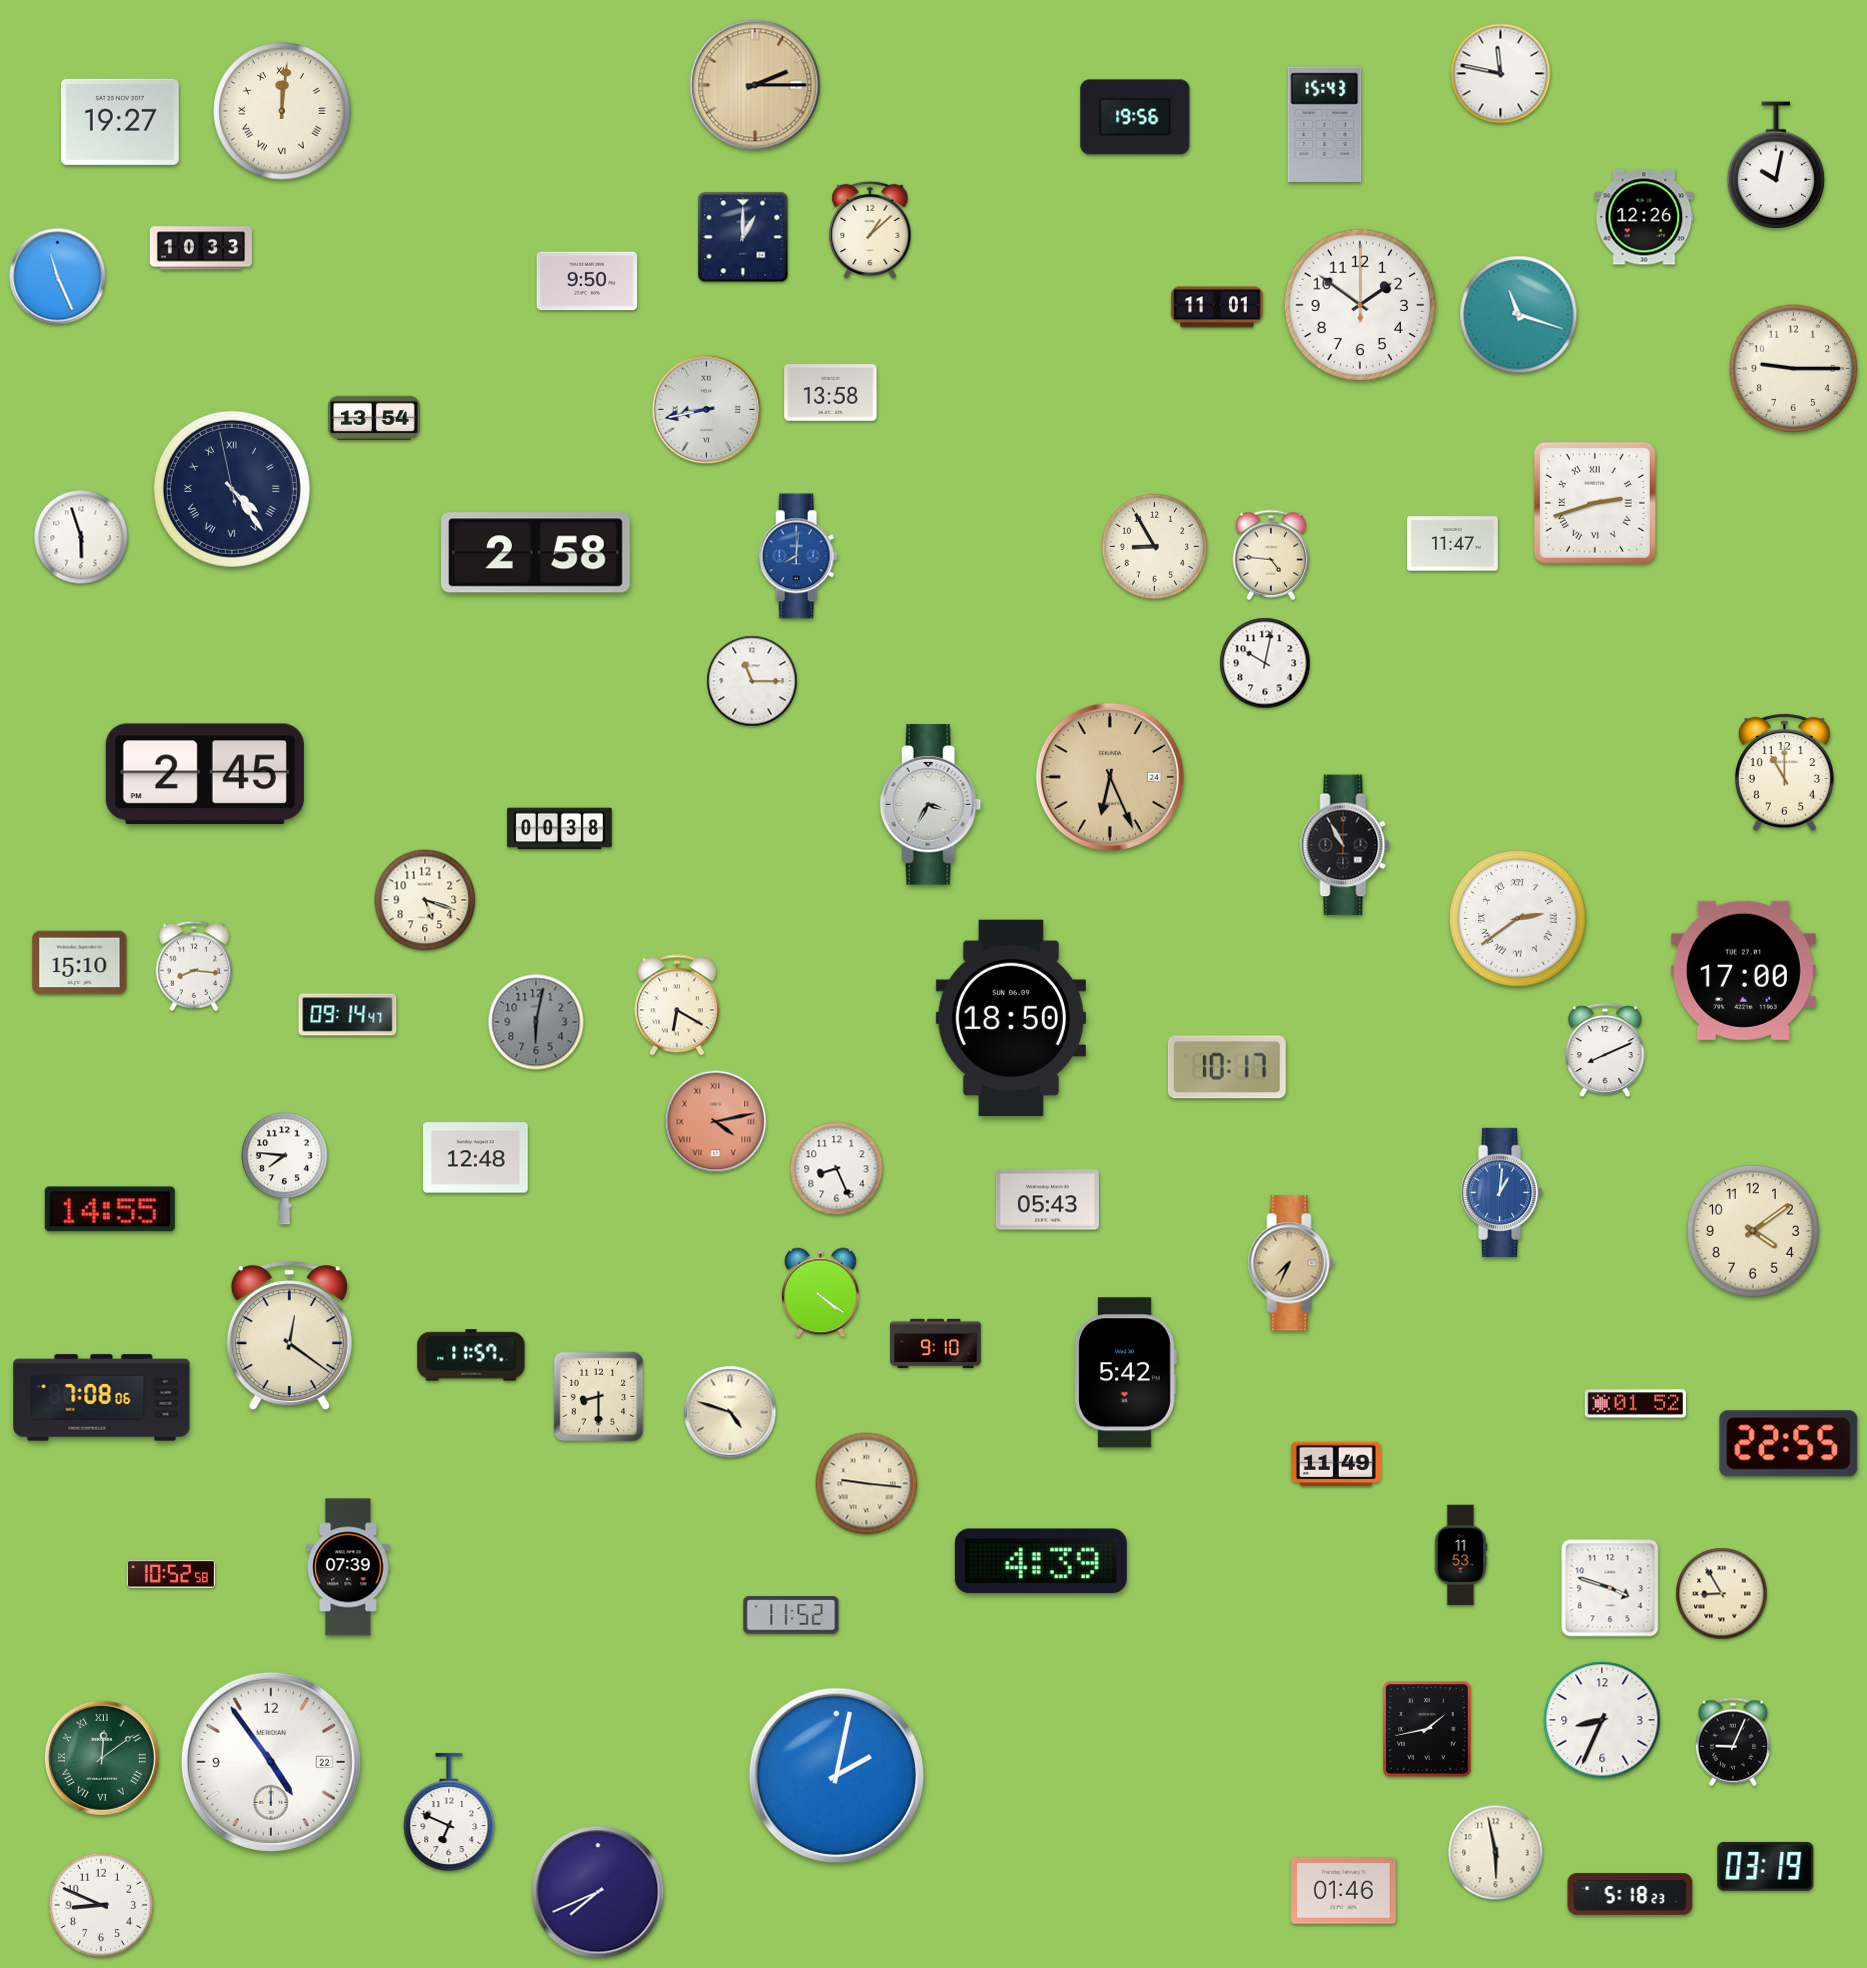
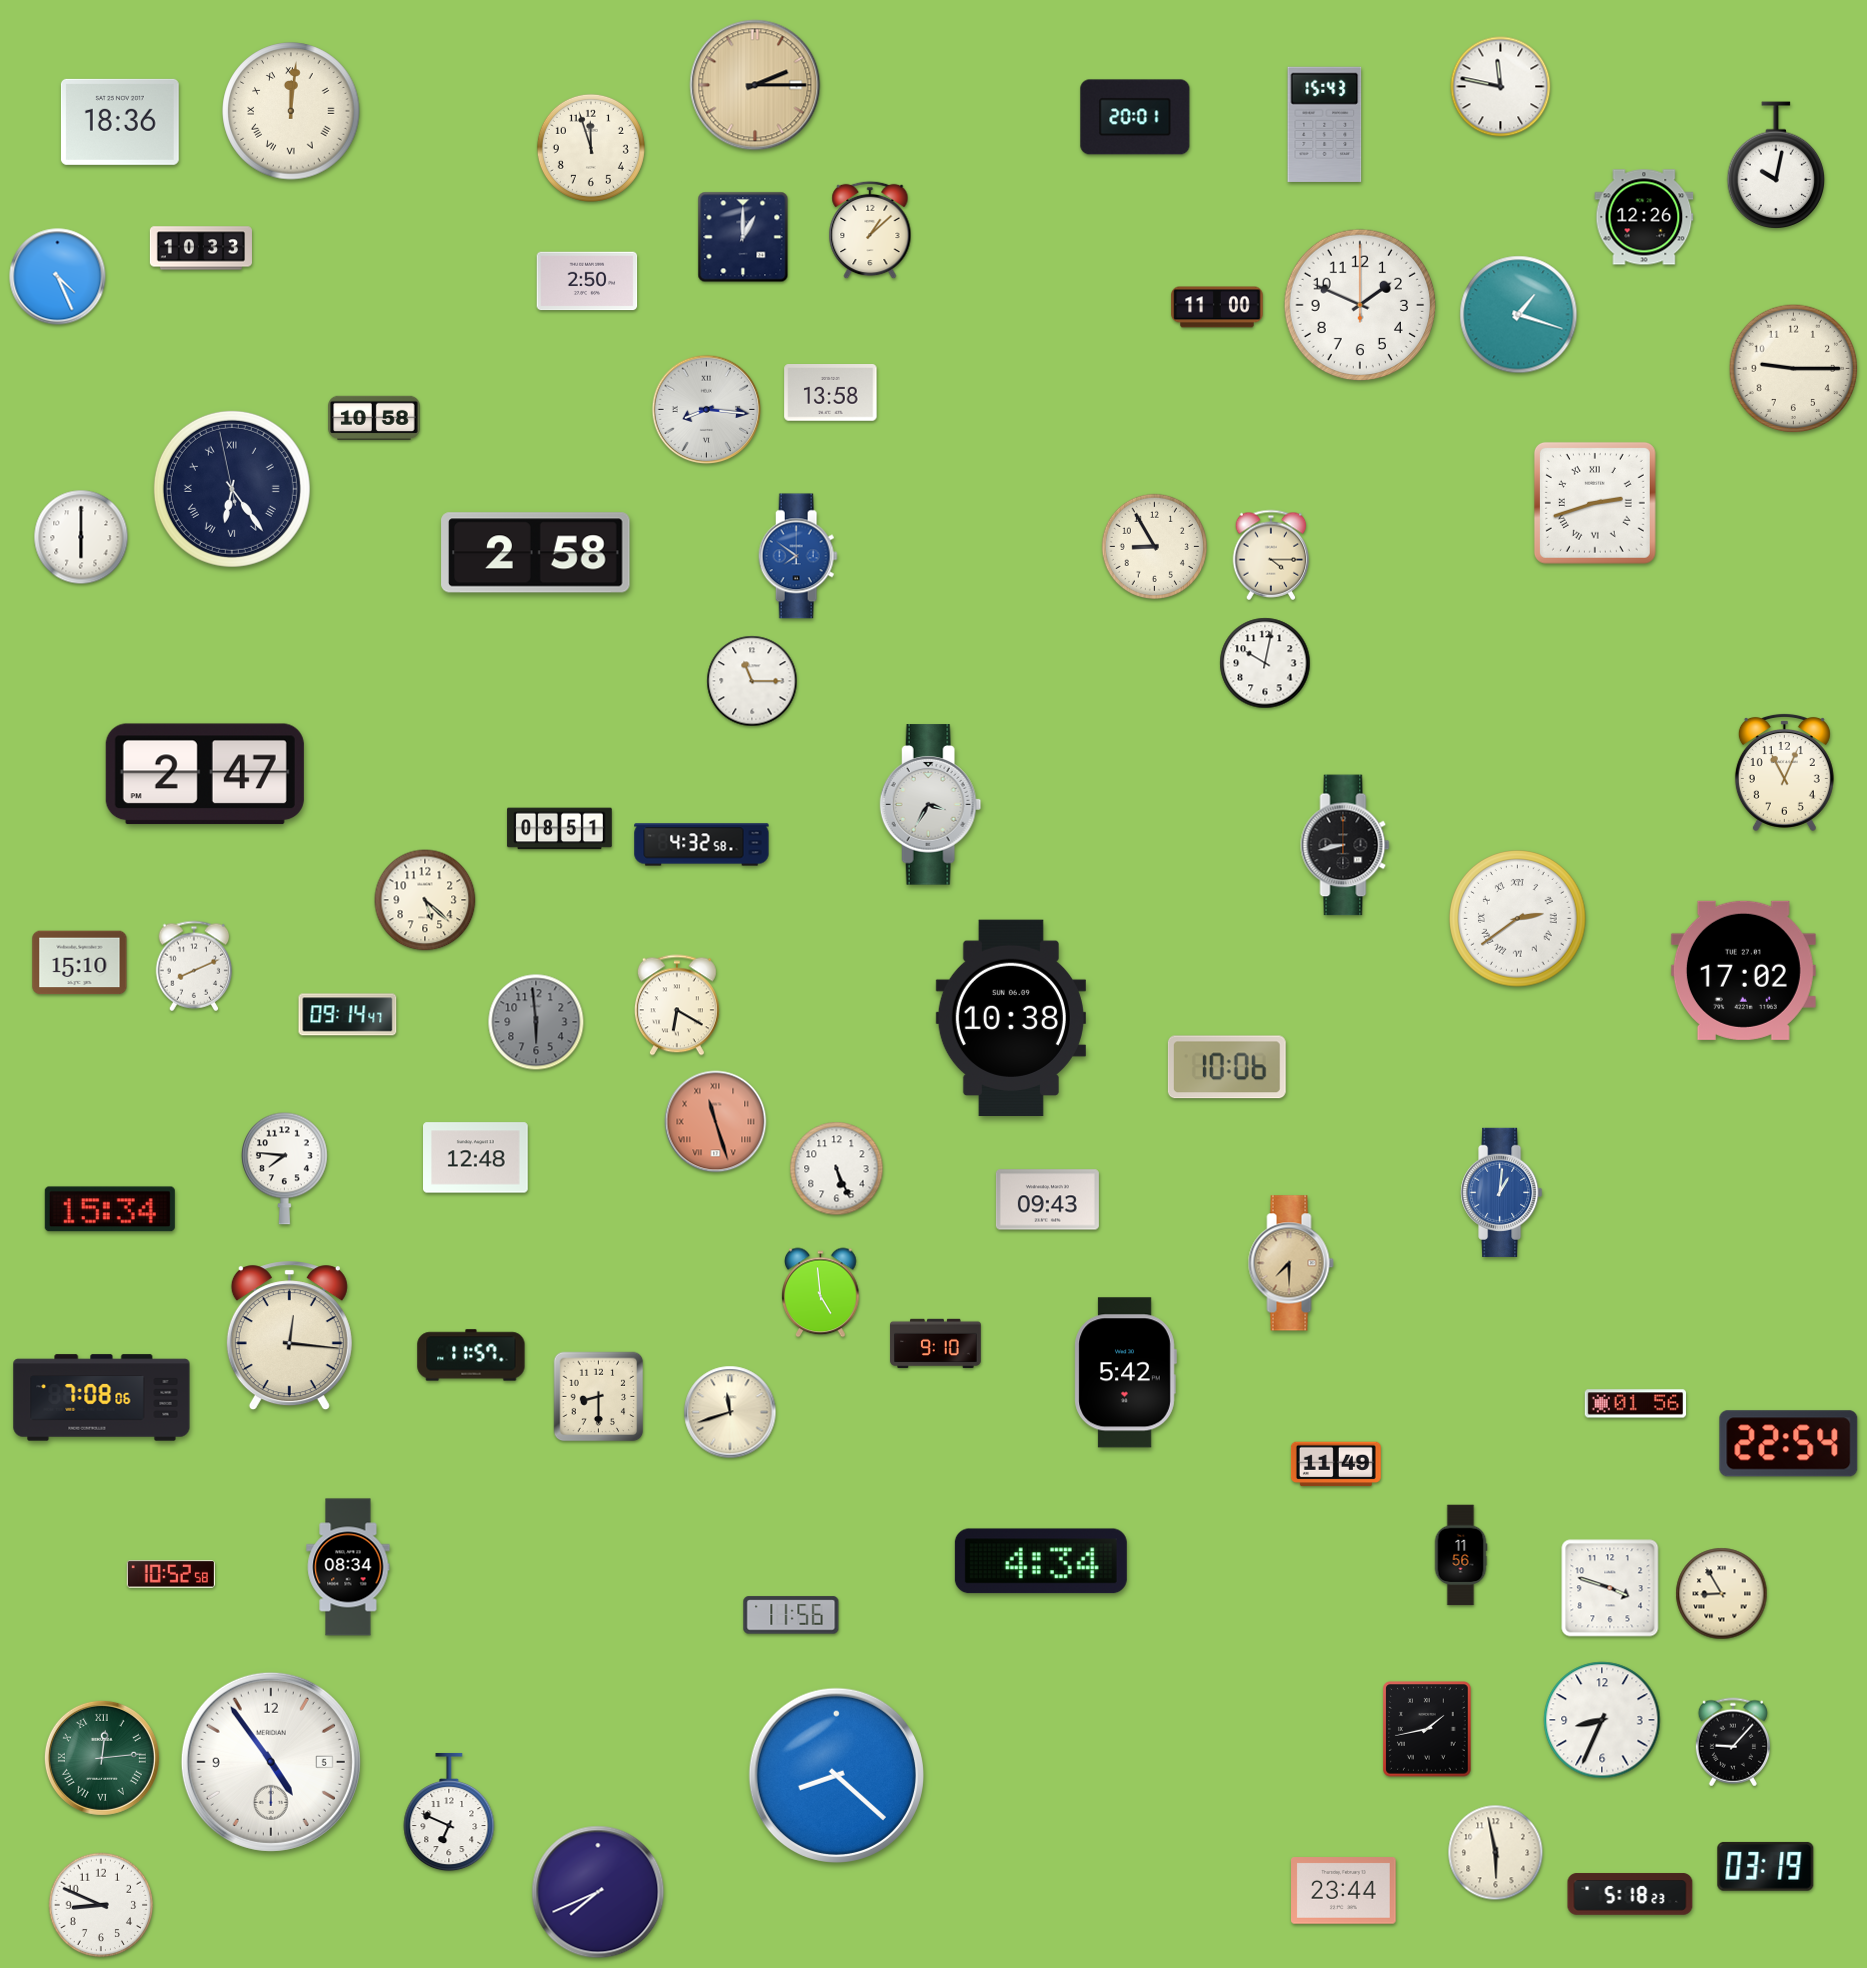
clock at (1501, 74) position: (1501, 74) -> (1501, 87)
clock at (282, 111) position: (282, 111) -> (291, 111)
clock at (1135, 117): 19:56 -> 20:01
clock at (120, 122): 19:27 -> 18:36
clock at (591, 148): none -> 11:57
clock at (58, 277): 11:26 -> 4:26
clock at (587, 281): 9:50 -> 2:50
clock at (1360, 305): 1:51 -> 1:49
clock at (1217, 307): 11:01 -> 11:00
clock at (1519, 315): 11:18 -> 1:18
clock at (707, 410): 8:43 -> 8:16
clock at (374, 417): 13:54 -> 10:58
clock at (232, 489): 4:23 -> 6:23
clock at (81, 537): 5:57 -> 6:00
clock at (1453, 544): 11:47 -> none
clock at (1271, 555): 4:46 -> 4:15
clock at (798, 556): 8:01 -> 7:51
clock at (1784, 772): 11:00 -> 11:04
clock at (205, 774): 2:45 -> 2:47
clock at (1110, 777): 6:26 -> none
clock at (560, 829): 00:38 -> 08:51
clock at (702, 845): none -> 4:32
clock at (1345, 845): 10:55 -> 8:43
clock at (425, 900): 5:18 -> 5:22
clock at (194, 966): 8:16 -> 8:11
clock at (1743, 970): 17:00 -> 17:02
clock at (1011, 1018): 18:50 -> 10:38
clock at (536, 1022): 6:02 -> 5:59
clock at (1605, 1051): 8:11 -> none
clock at (1227, 1067): 10:17 -> 10:06
clock at (716, 1122): 4:13 -> 11:27
clock at (837, 1169): 8:26 -> 5:26
clock at (1047, 1200): 05:43 -> 09:43
clock at (110, 1209): 14:55 -> 15:34
clock at (1753, 1231): 4:09 -> none
clock at (1291, 1263): 7:34 -> 7:30
clock at (821, 1293): 4:21 -> 4:59
clock at (289, 1336): 12:21 -> 12:16
clock at (1635, 1404): 01:52 -> 01:56
clock at (730, 1412): 4:48 -> 11:42
clock at (1789, 1444): 22:55 -> 22:54
clock at (867, 1484): 9:16 -> none
clock at (1461, 1555): 11:53 -> 11:56
clock at (1041, 1561): 4:39 -> 4:34
clock at (348, 1567): 07:39 -> 08:34
clock at (791, 1615): 11:52 -> 11:56
clock at (1733, 1742): 9:04 -> 9:07
clock at (102, 1758): 12:09 -> 12:14
clock at (271, 1762) date: 22 -> 5
clock at (836, 1775): 2:02 -> 8:22
clock at (1344, 1891): 01:46 -> 23:44
